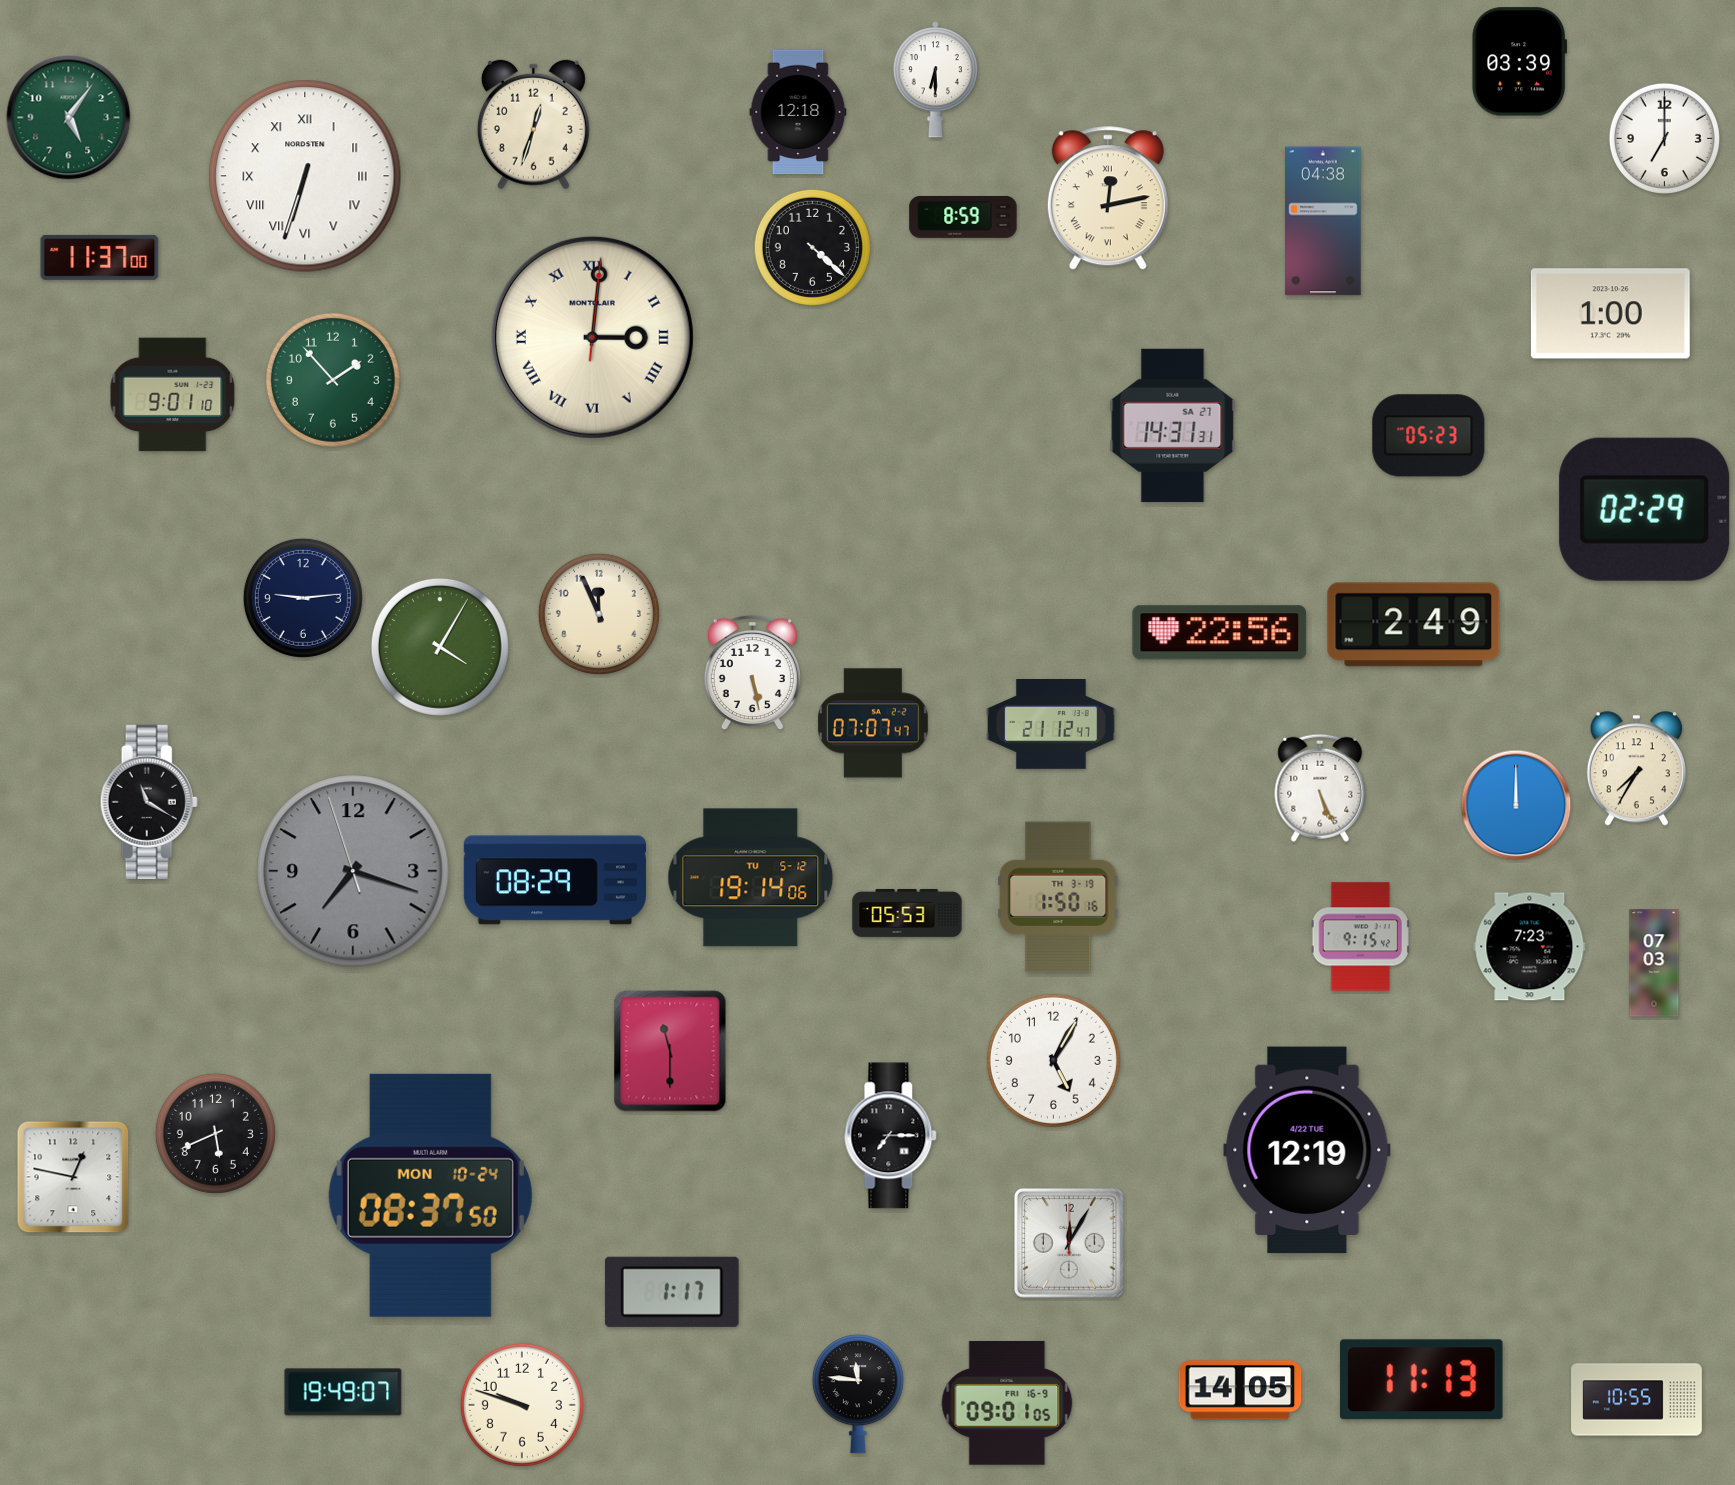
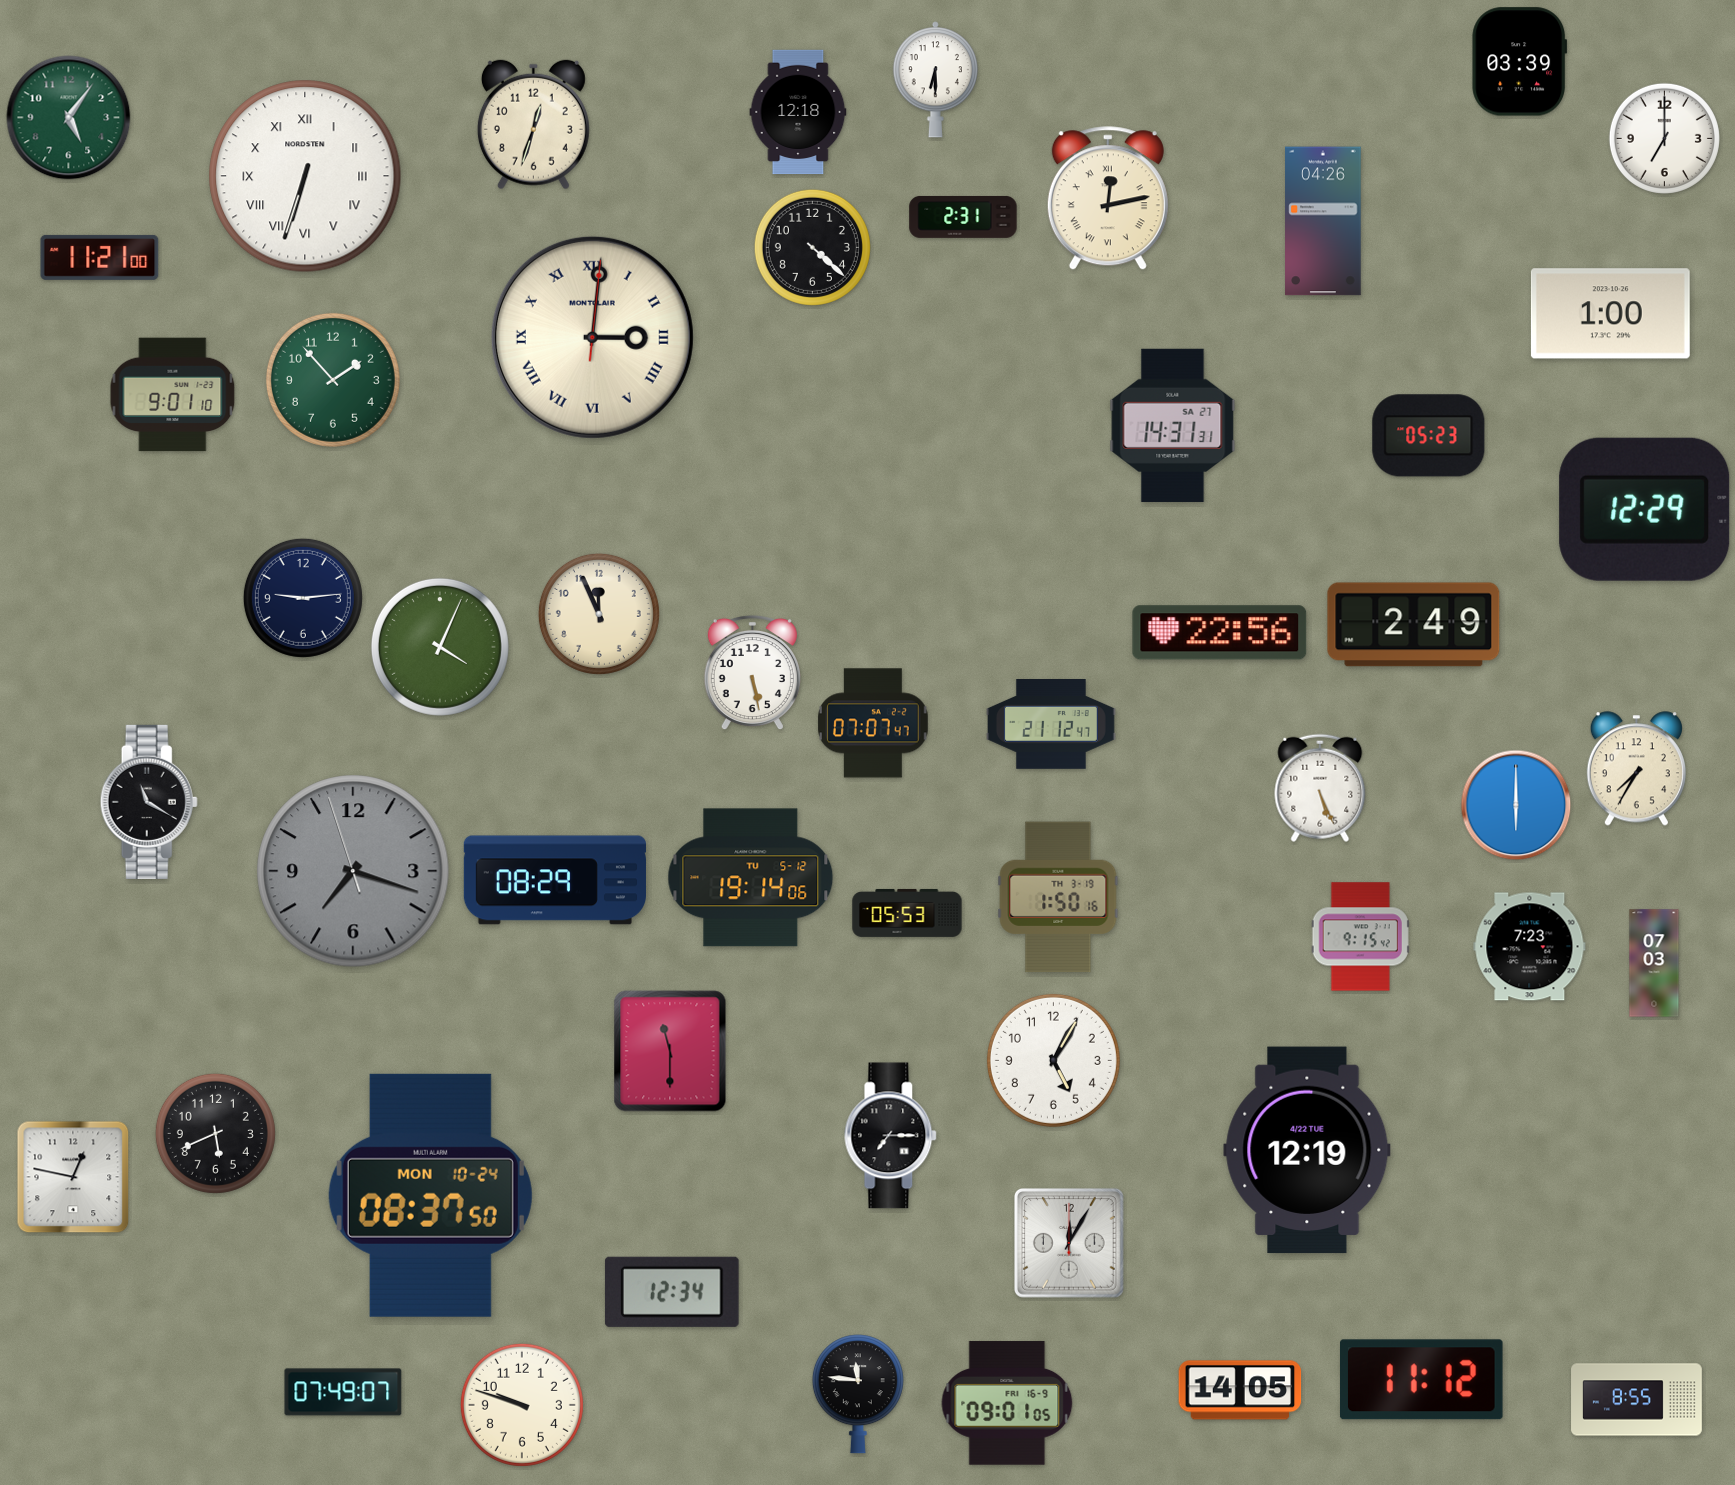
clock at (963, 217): 8:59 -> 2:31
clock at (1323, 221): 04:38 -> 04:26
clock at (100, 257): 11:37 -> 11:21
clock at (1645, 509): 02:29 -> 12:29
clock at (440, 647): 4:05 -> 4:04
clock at (1516, 805): 12:00 -> 6:00
clock at (672, 1292): 1:17 -> 12:34
clock at (1422, 1380): 11:13 -> 11:12
clock at (343, 1392): 19:49 -> 07:49
clock at (1637, 1400): 10:55 -> 8:55
